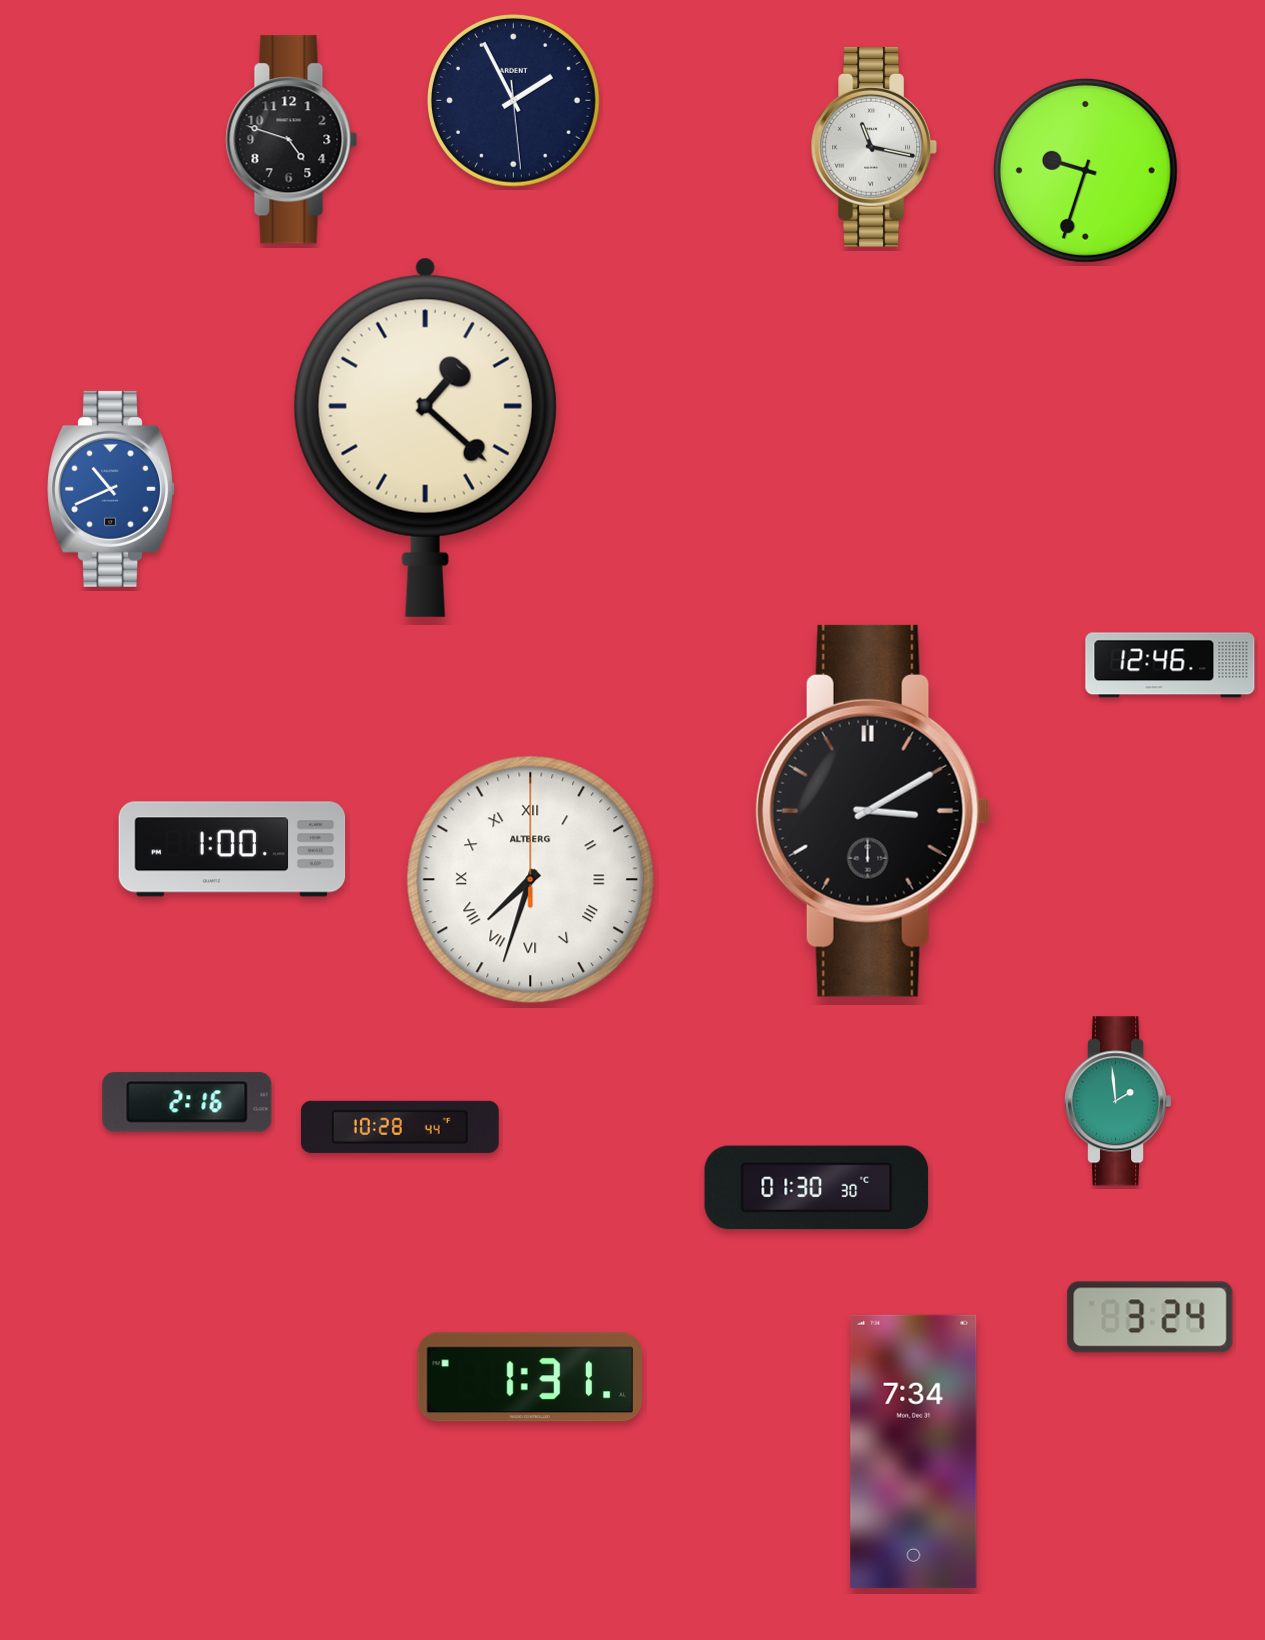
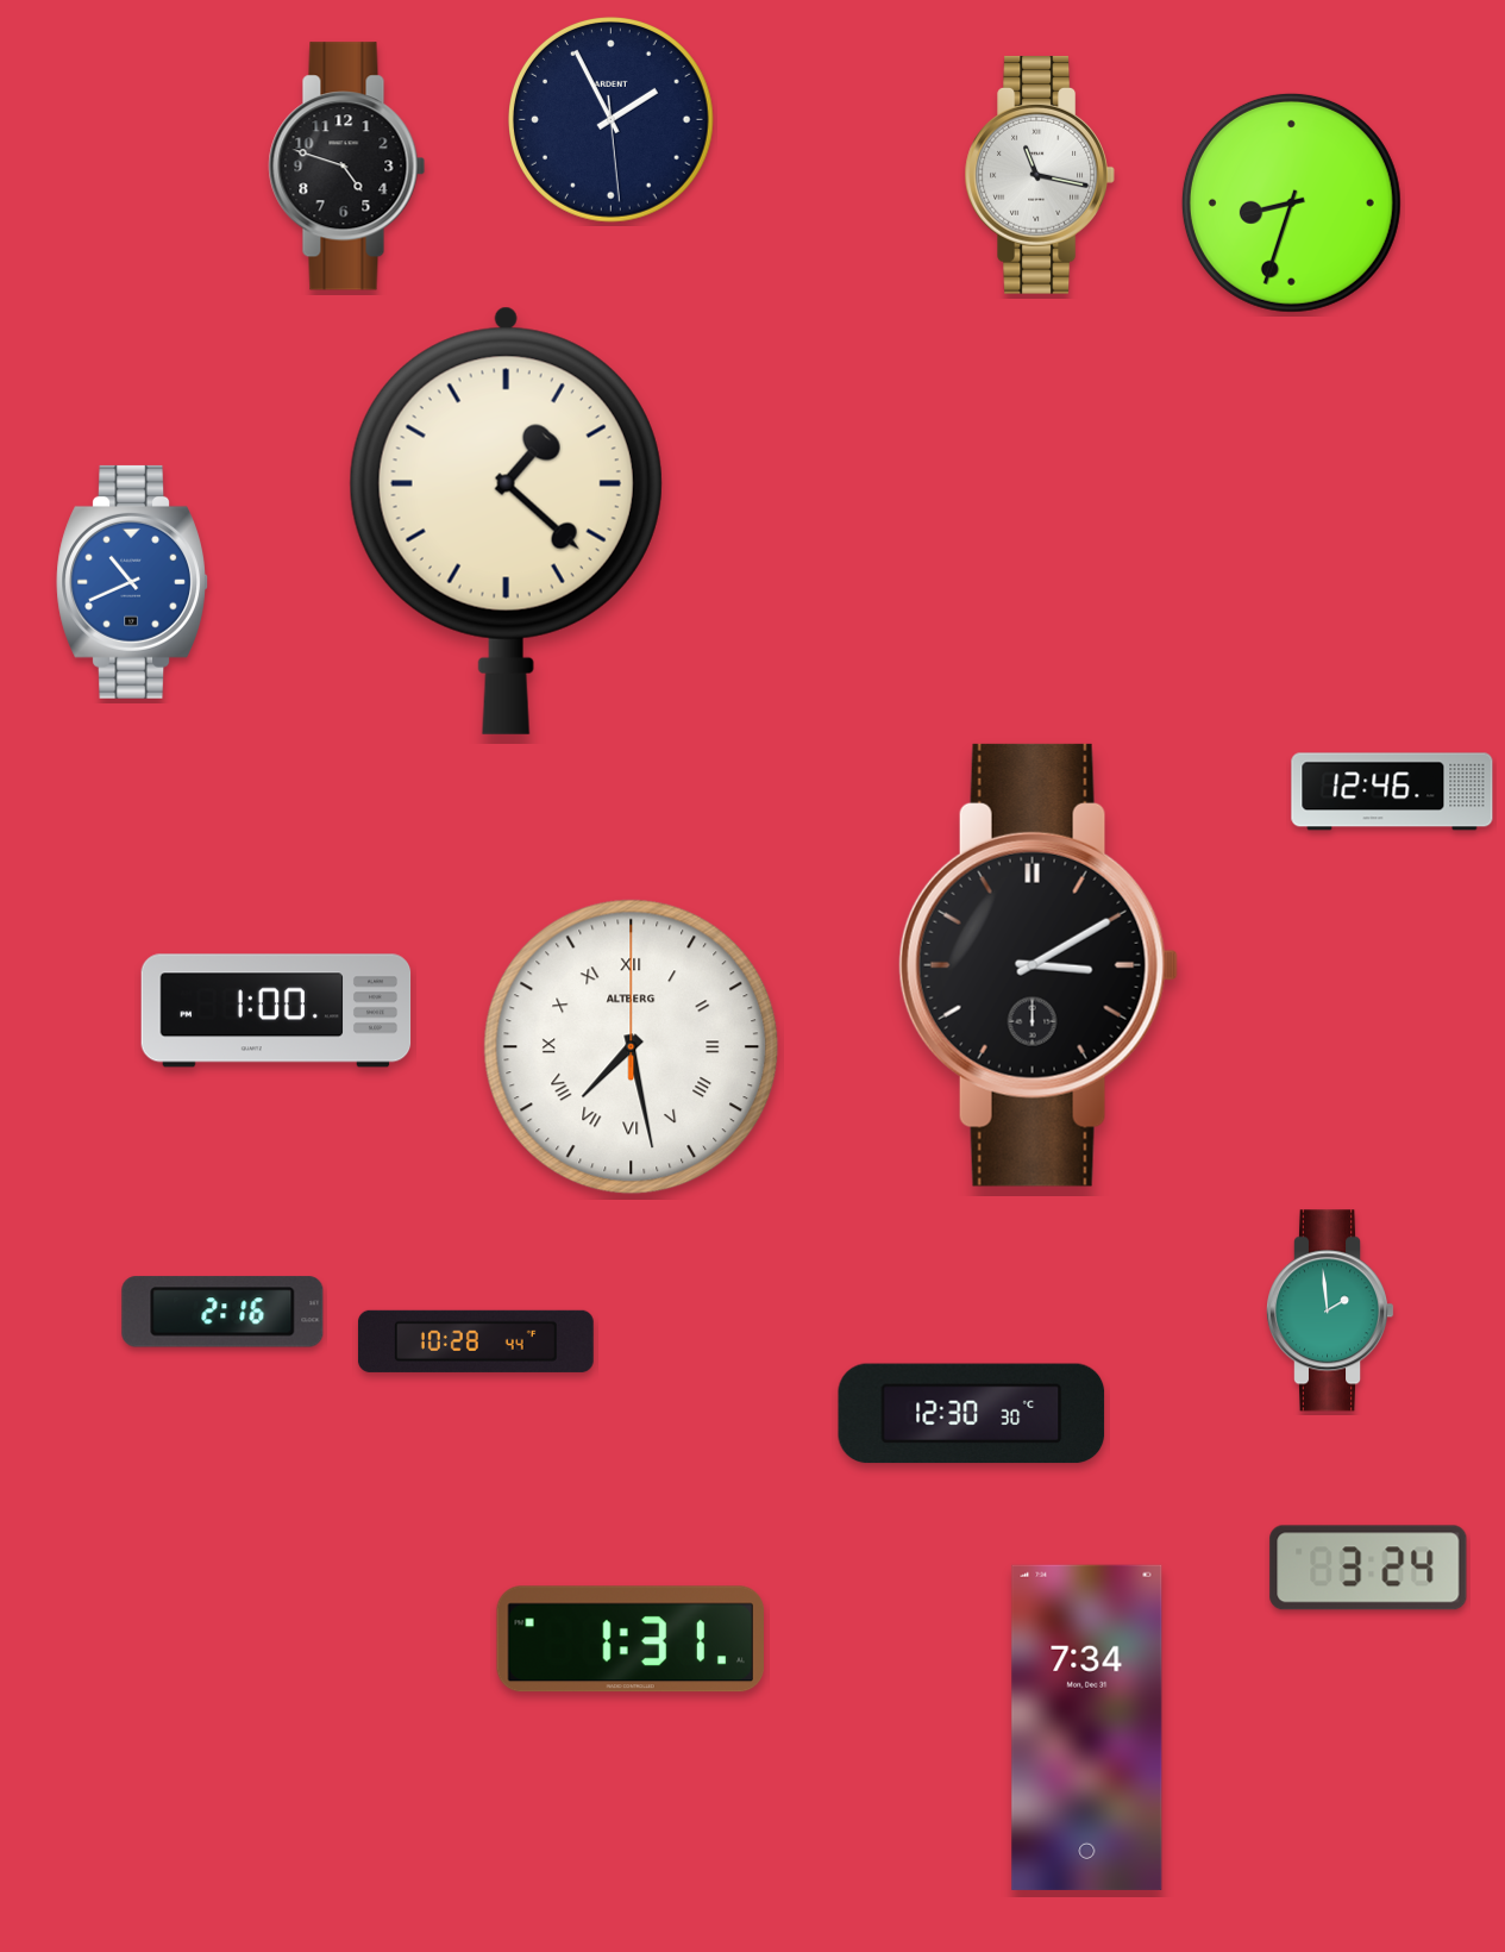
clock at (1085, 170): 9:33 -> 8:33
clock at (531, 880): 7:33 -> 7:28
clock at (817, 1188): 01:30 -> 12:30
